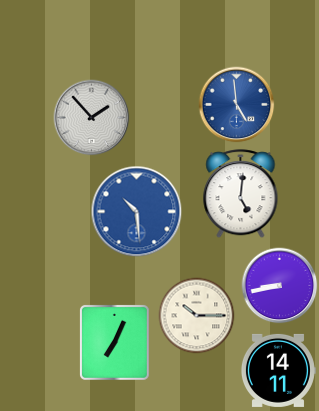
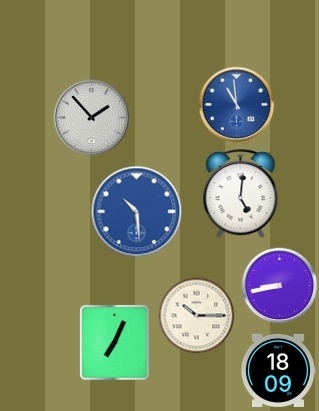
clock at (237, 105): 4:59 -> 10:59
clock at (278, 370): 14:11 -> 18:09
